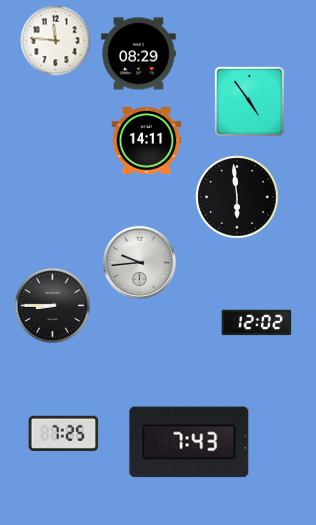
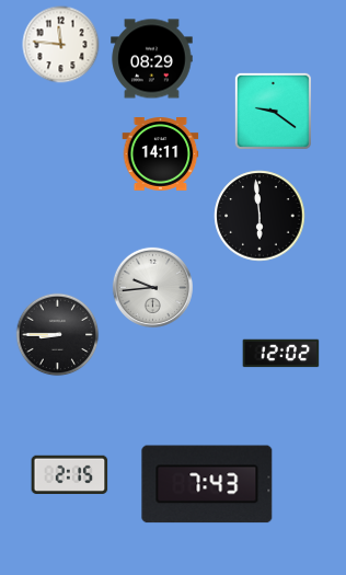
clock at (249, 101): 4:54 -> 9:21
clock at (64, 433): 7:25 -> 2:15
